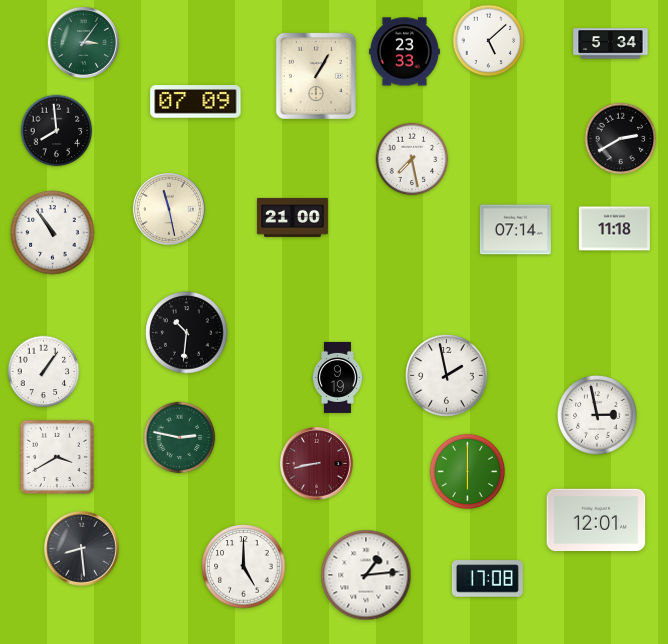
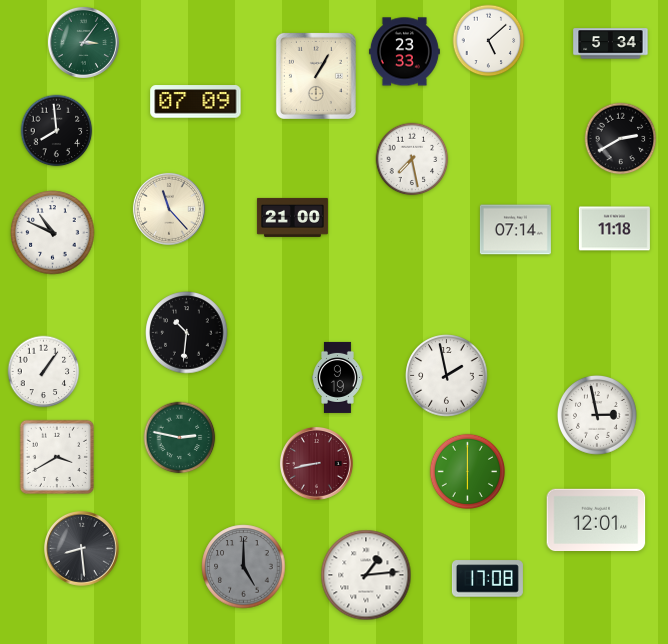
clock at (169, 209): 11:28 -> 11:23
clock at (53, 233): 10:54 -> 10:49
clock at (244, 567) dial: white -> grey
